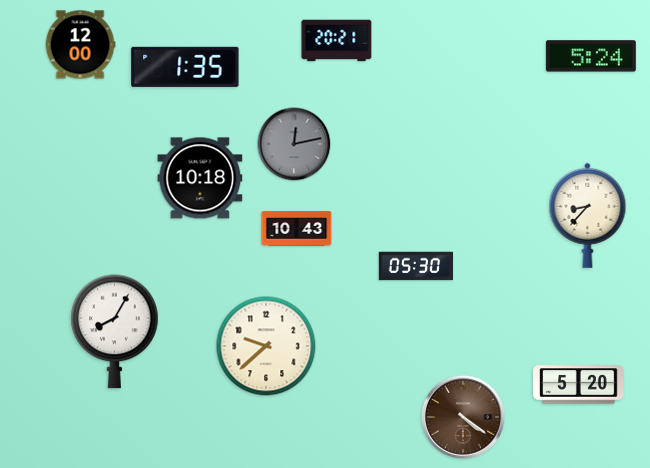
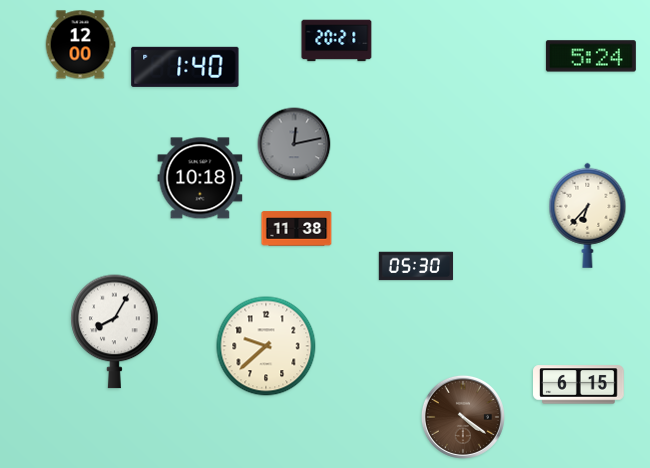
clock at (185, 67): 1:35 -> 1:40
clock at (588, 215): 8:37 -> 6:37
clock at (297, 229): 10:43 -> 11:38
clock at (579, 385): 5:20 -> 6:15
